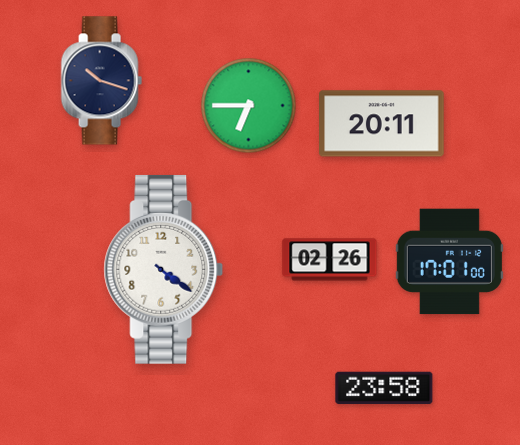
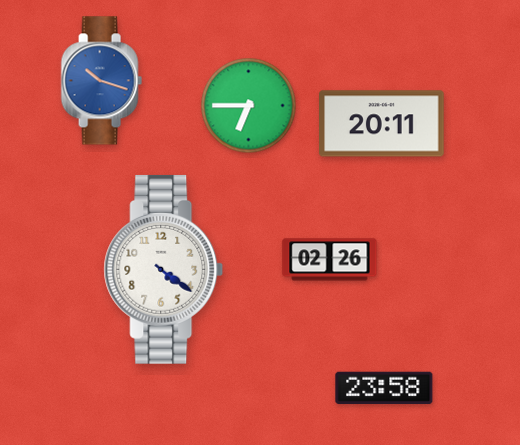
clock at (101, 81) dial: navy -> blue
clock at (449, 262): 17:01 -> none
